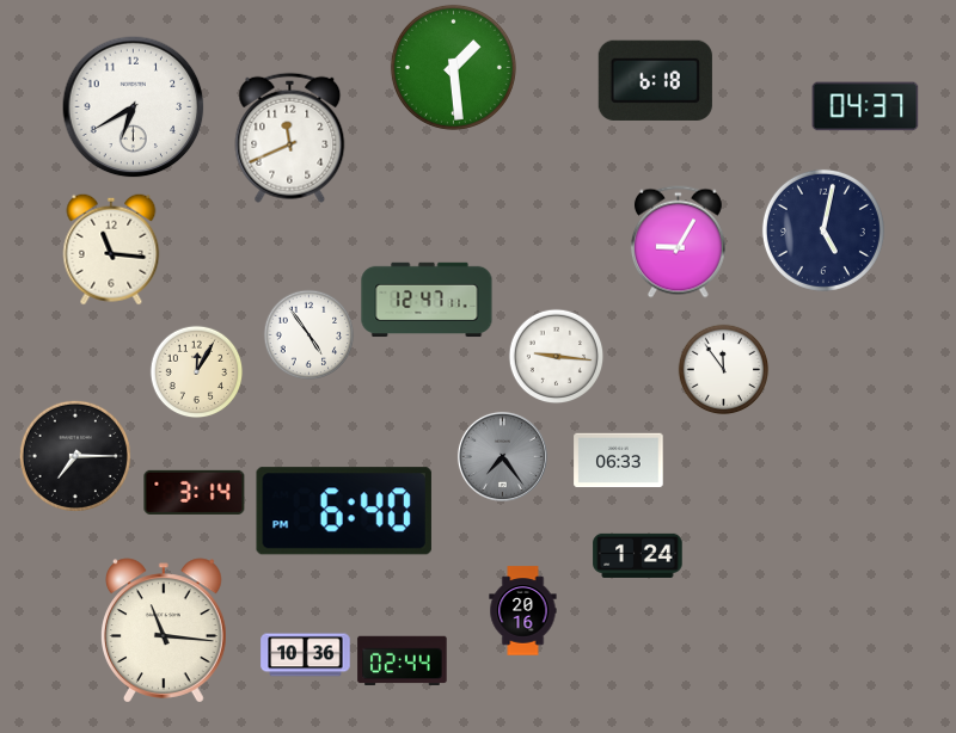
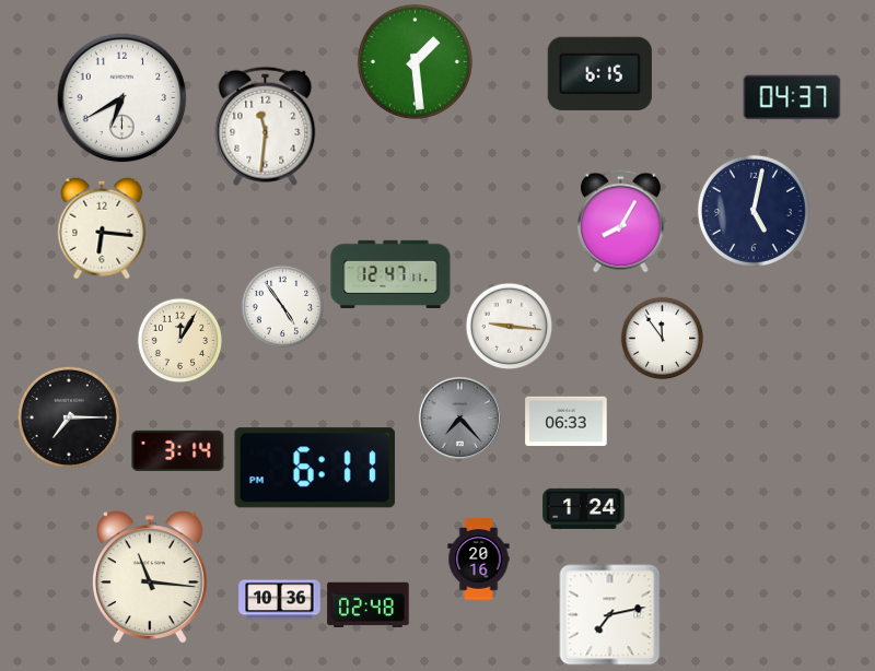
clock at (655, 80): 6:18 -> 6:15
clock at (290, 137): 11:41 -> 11:31
clock at (678, 242): 9:05 -> 8:05
clock at (111, 250): 11:16 -> 6:16
clock at (502, 456): 7:24 -> 7:23
clock at (344, 511): 6:40 -> 6:11
clock at (403, 661): 02:44 -> 02:48
clock at (610, 615): none -> 7:13
